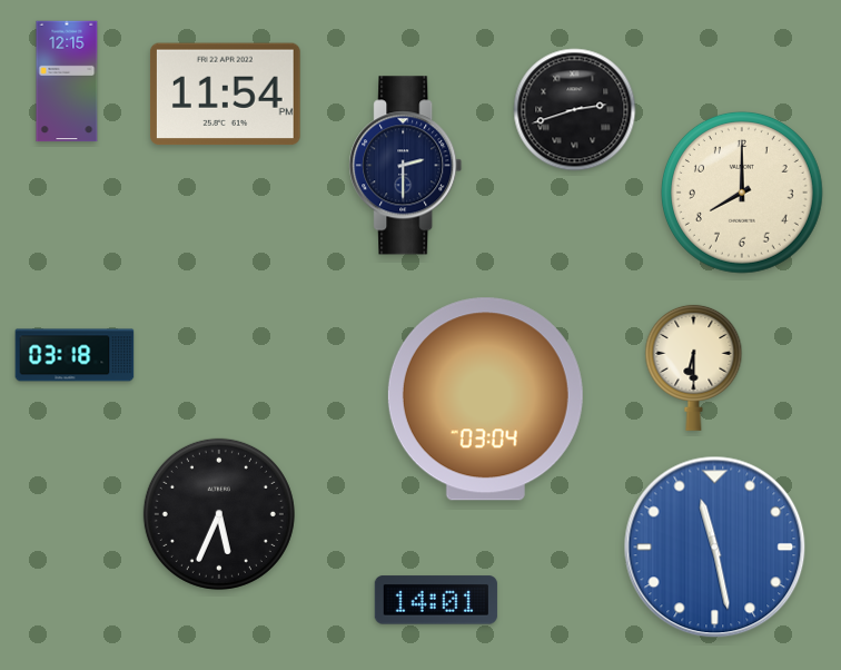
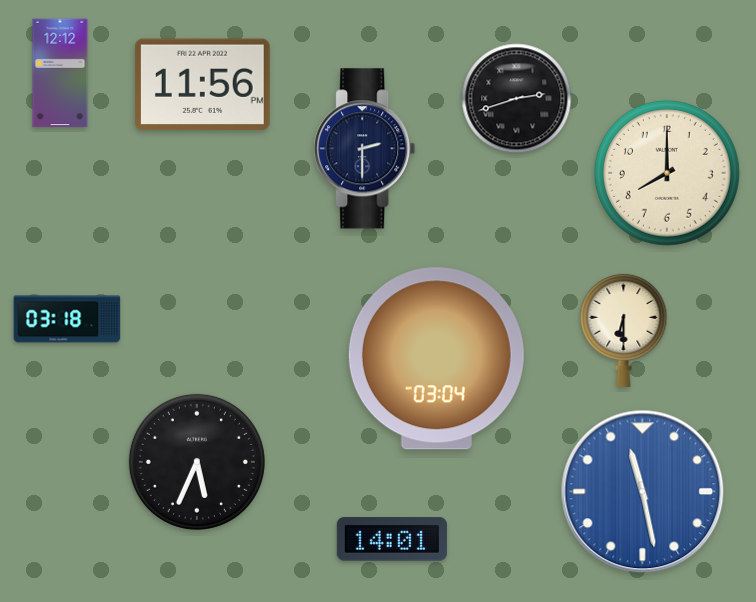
clock at (67, 81): 12:15 -> 12:12
clock at (225, 95): 11:54 -> 11:56
